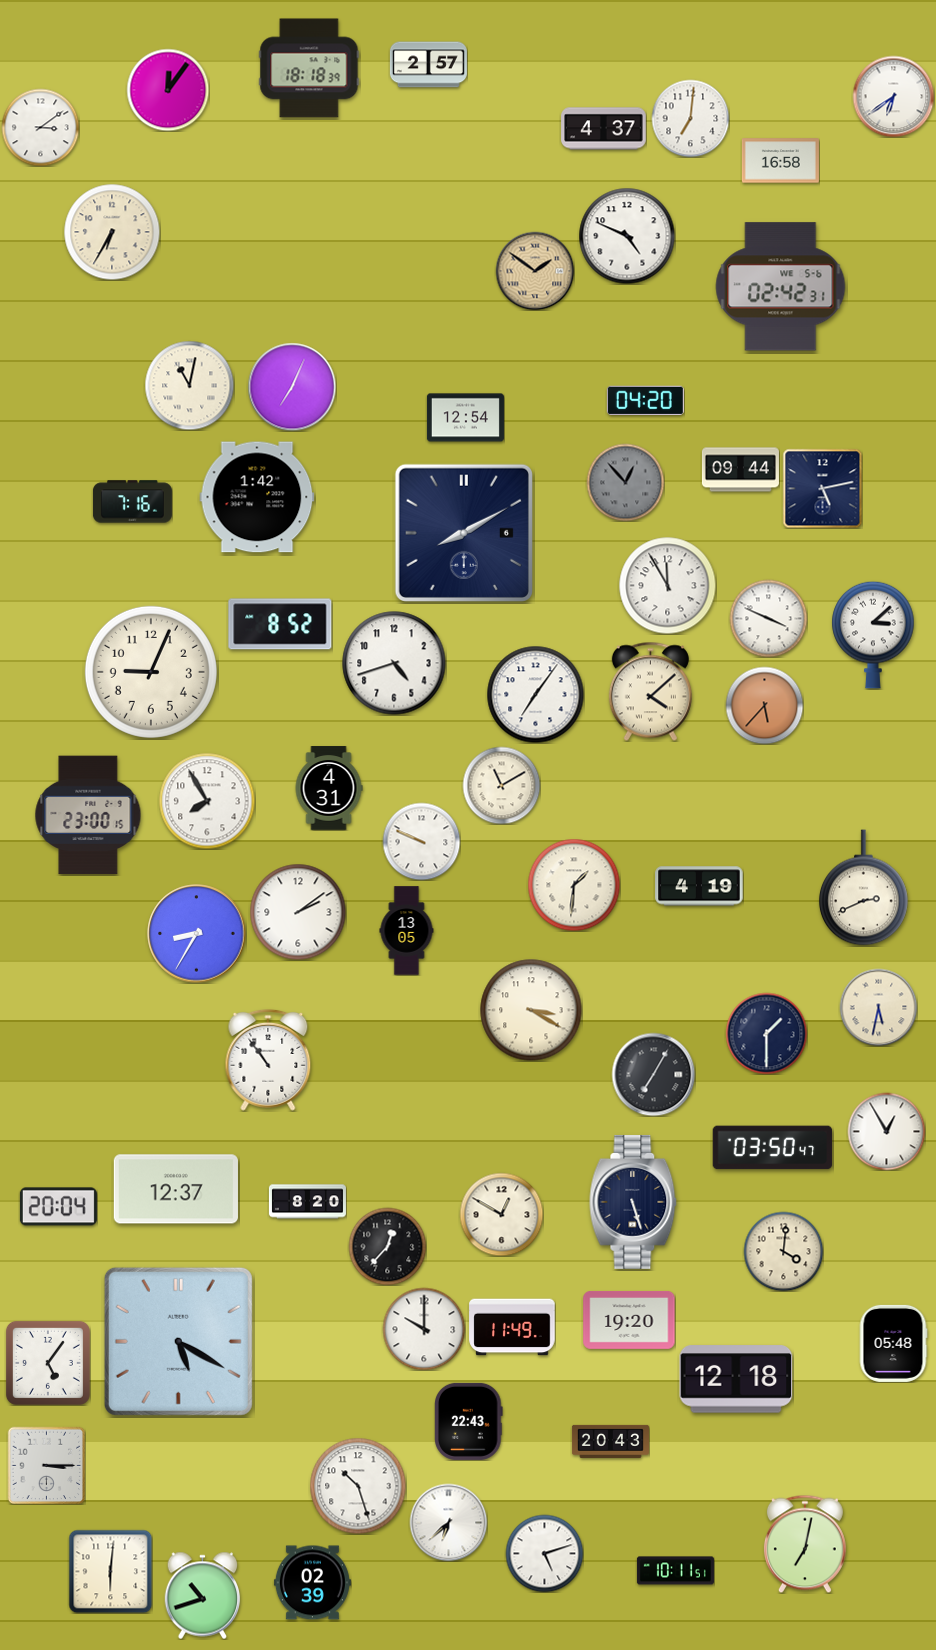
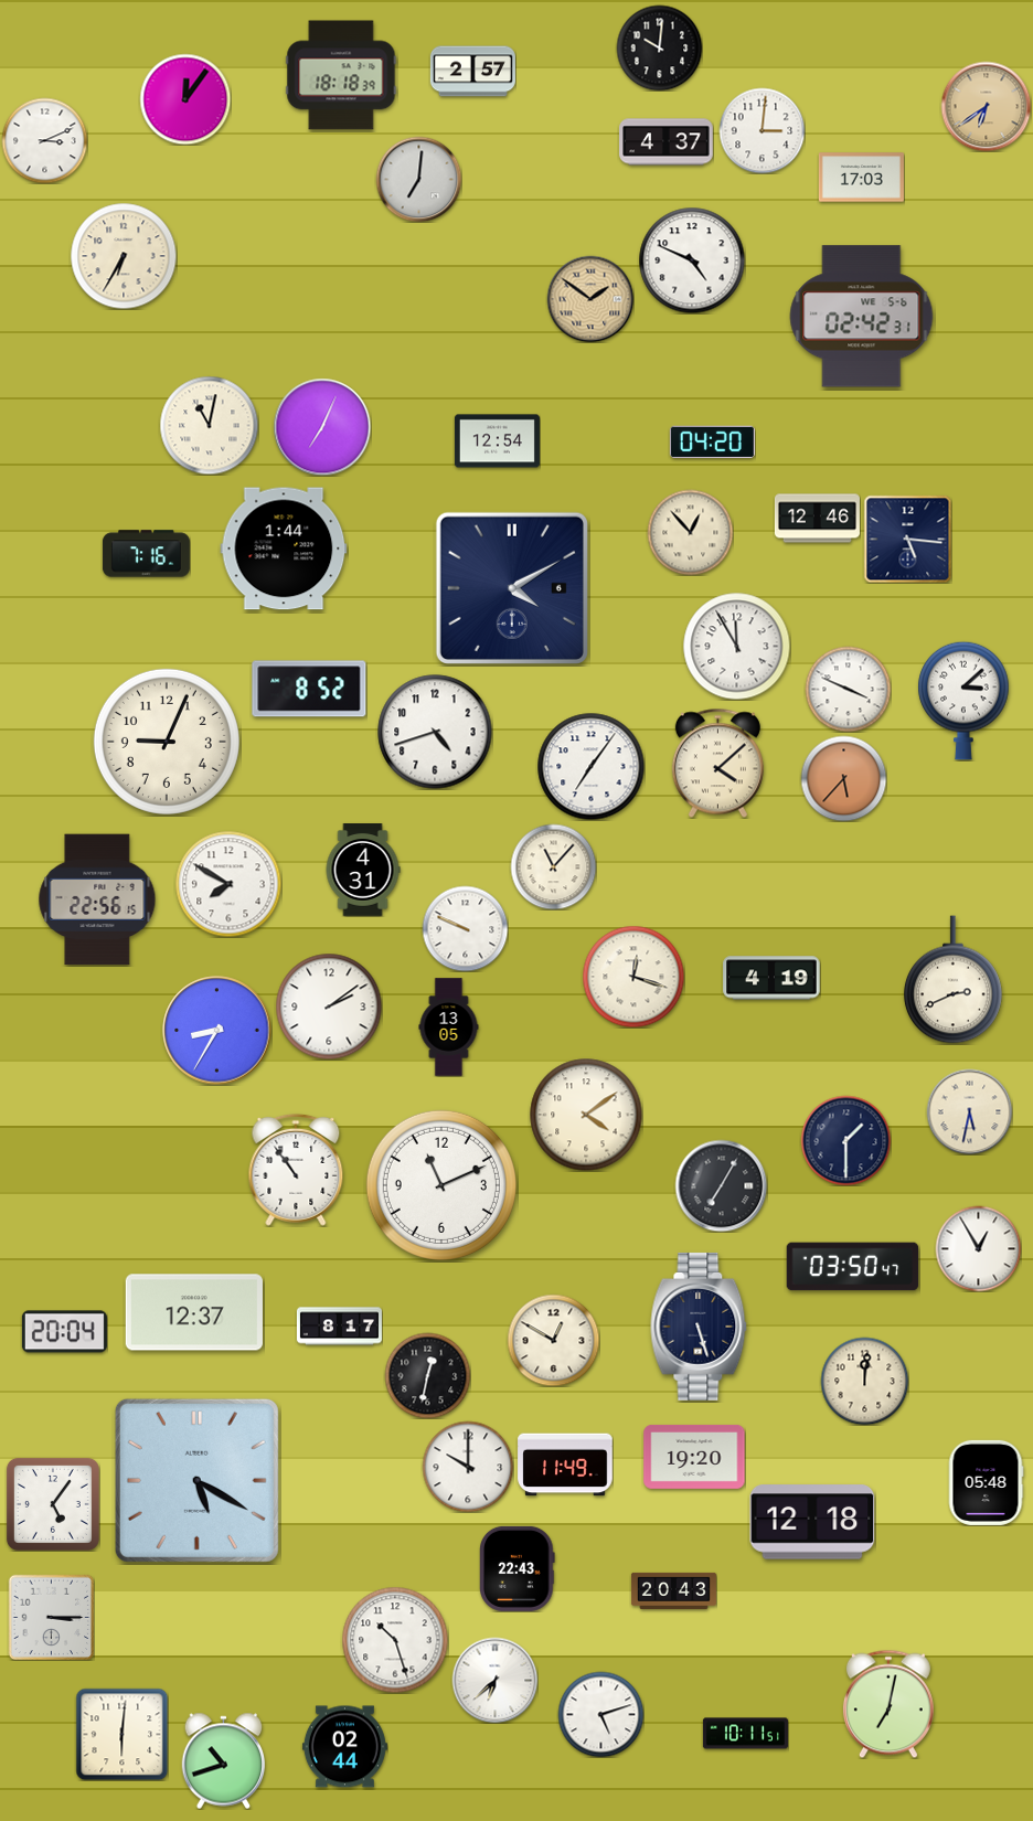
clock at (659, 47): none -> 10:01
clock at (893, 96) dial: white -> champagne
clock at (690, 118): 7:01 -> 3:01
clock at (40, 127): 3:09 -> 3:11
clock at (780, 161): 16:58 -> 17:03
clock at (418, 179): none -> 7:01
clock at (465, 418) position: (465, 418) -> (497, 441)
clock at (740, 470): 09:44 -> 12:46
clock at (625, 482) dial: grey -> cream
clock at (822, 488): 5:13 -> 5:16
clock at (257, 497): 1:42 -> 1:44
clock at (463, 532): 8:10 -> 4:10
clock at (768, 618) position: (768, 618) -> (848, 689)
clock at (501, 785): 11:10 -> 11:07
clock at (207, 801): 7:55 -> 7:50
clock at (88, 815): 23:00 -> 22:56
clock at (574, 885): 1:31 -> 12:18
clock at (531, 1010): 3:20 -> 4:09
clock at (441, 1185): none -> 11:11
clock at (307, 1202): 8:20 -> 8:17
clock at (387, 1246): 12:37 -> 12:32
clock at (783, 1251): 4:01 -> 12:01
clock at (312, 1583): 02:39 -> 02:44
